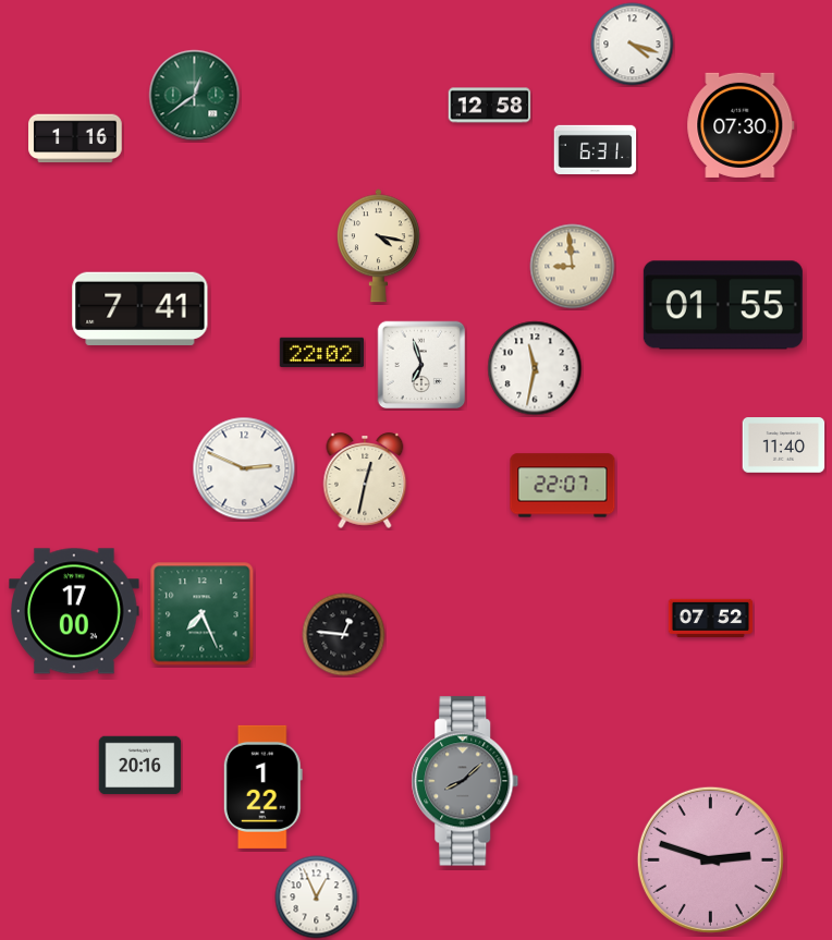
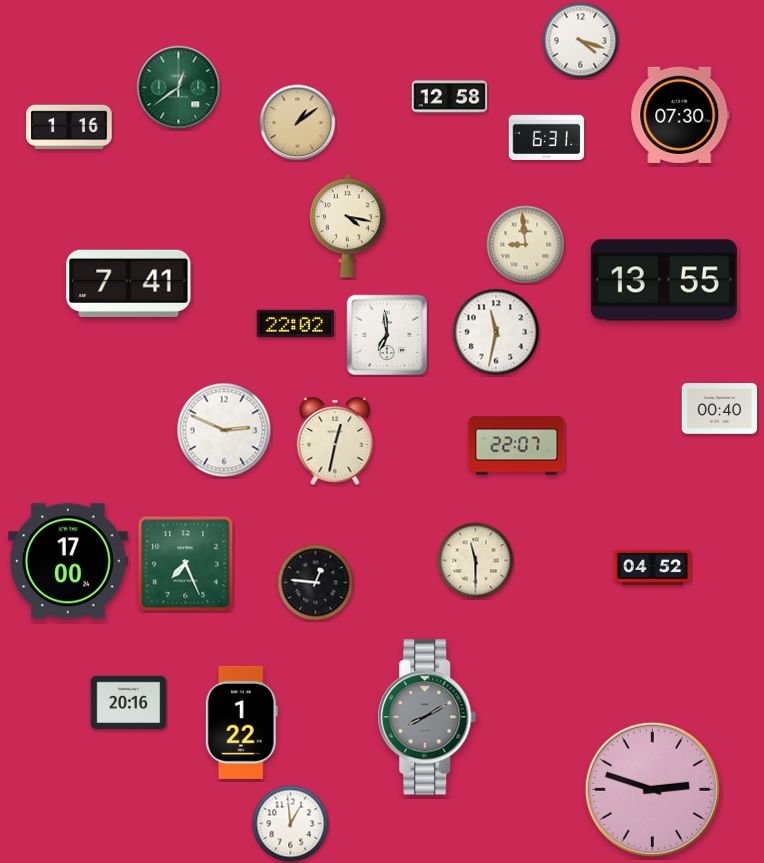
clock at (298, 123): none -> 1:09
clock at (723, 305): 01:55 -> 13:55
clock at (421, 365): 6:57 -> 6:59
clock at (535, 368) position: (535, 368) -> (496, 332)
clock at (784, 445): 11:40 -> 00:40
clock at (476, 561): none -> 11:30
clock at (711, 618): 07:52 -> 04:52
clock at (465, 781): 8:08 -> 8:10
clock at (317, 898): 12:56 -> 12:59
